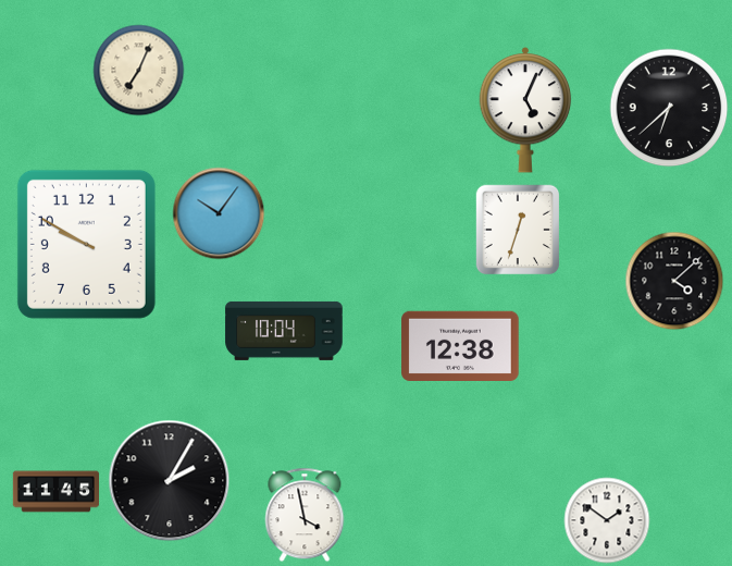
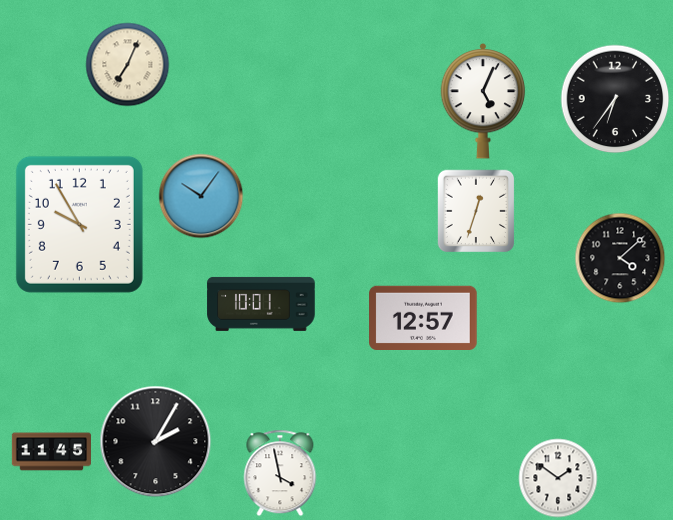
clock at (669, 108): 6:38 -> 6:36
clock at (86, 244): 9:50 -> 9:55
clock at (284, 331): 10:04 -> 10:01
clock at (460, 345): 12:38 -> 12:57
